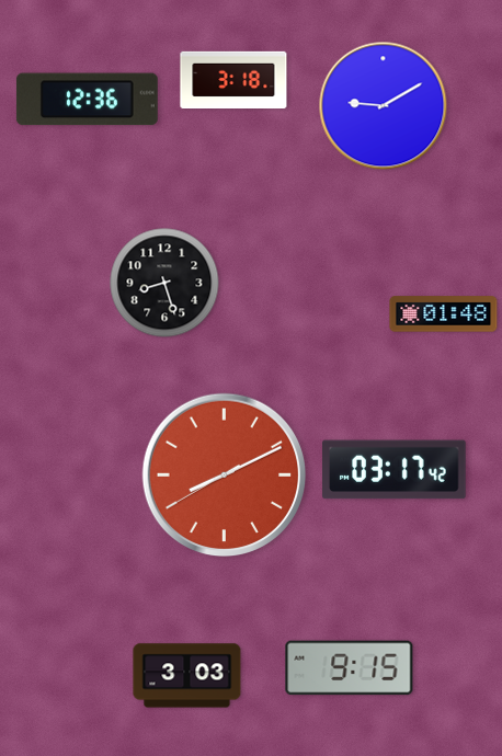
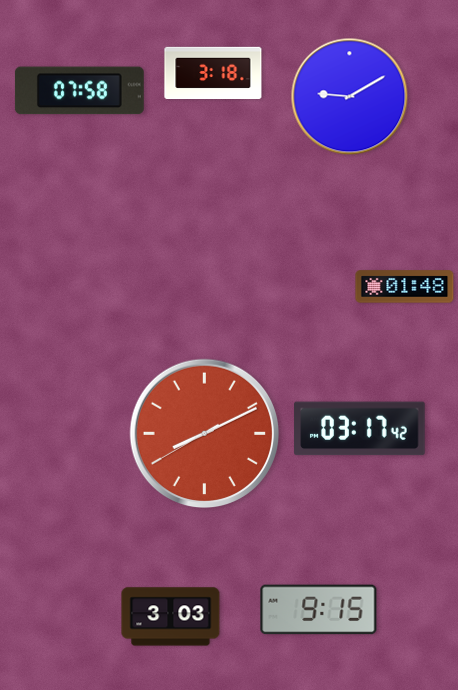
clock at (87, 100): 12:36 -> 07:58
clock at (164, 283): 8:27 -> none
